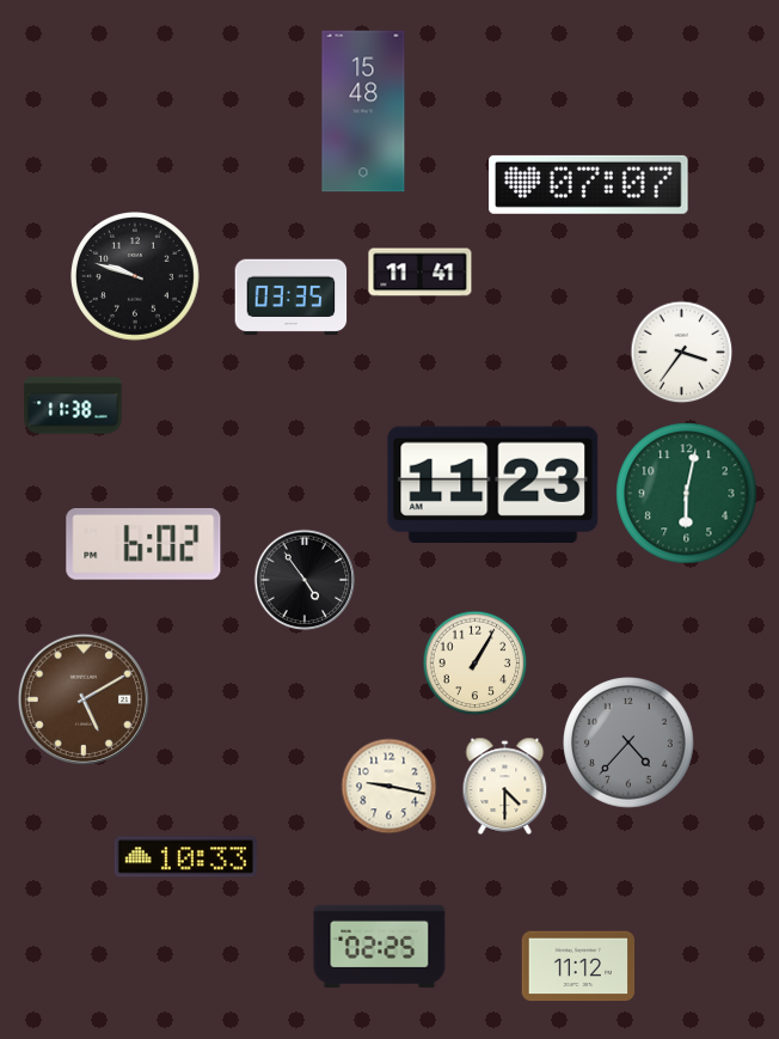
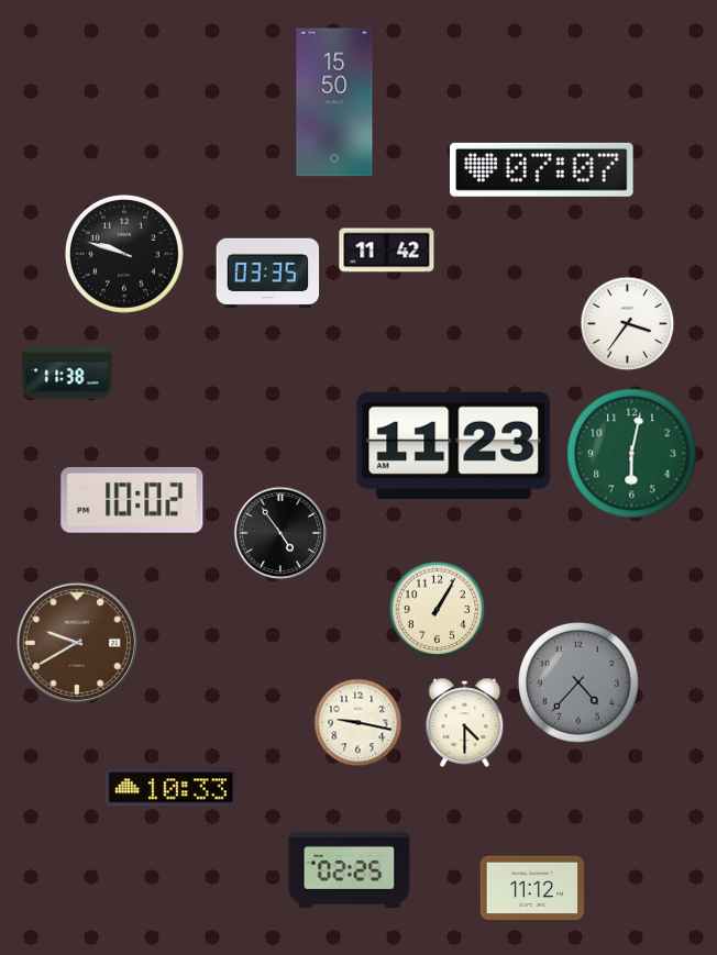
clock at (363, 111): 15:48 -> 15:50
clock at (421, 273): 11:41 -> 11:42
clock at (143, 544): 6:02 -> 10:02
clock at (84, 699): 5:10 -> 9:40
